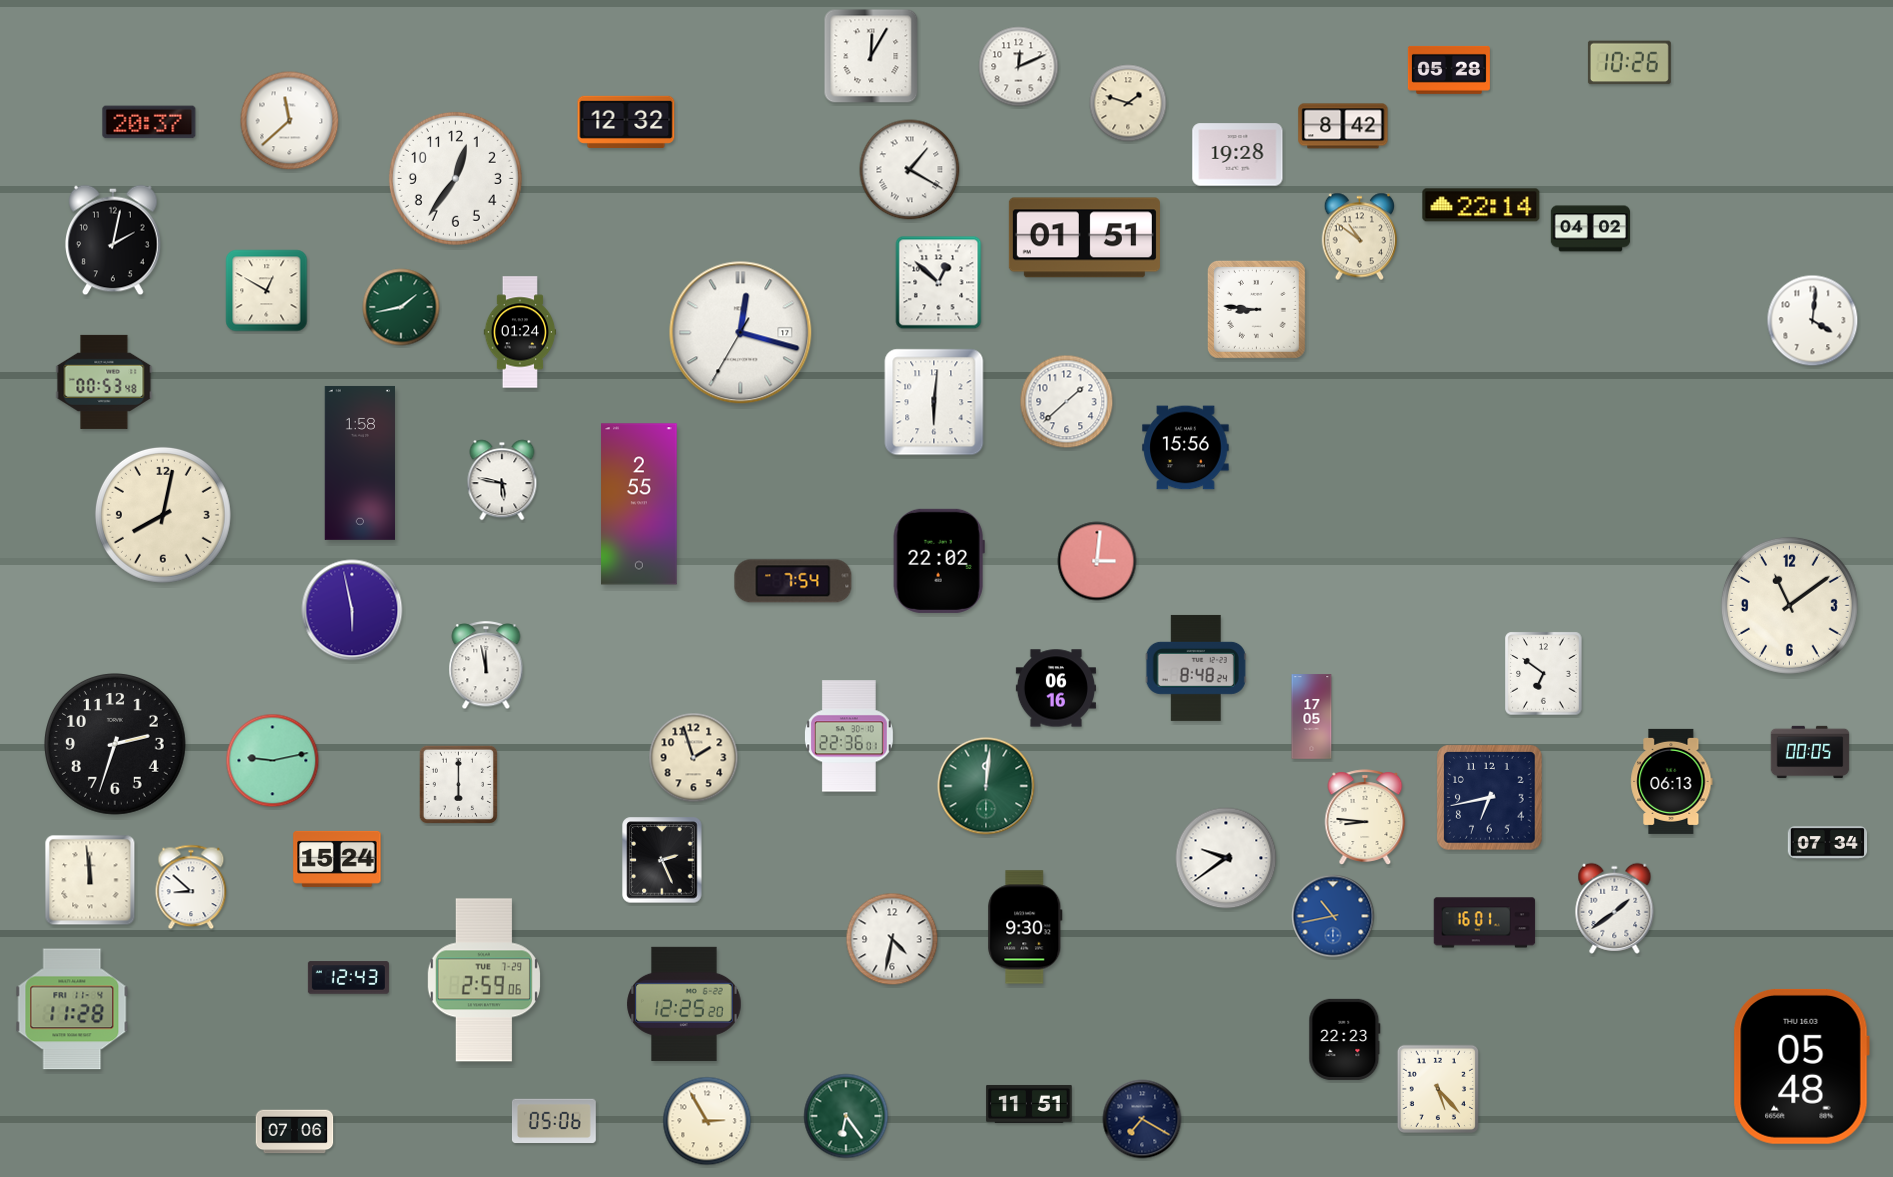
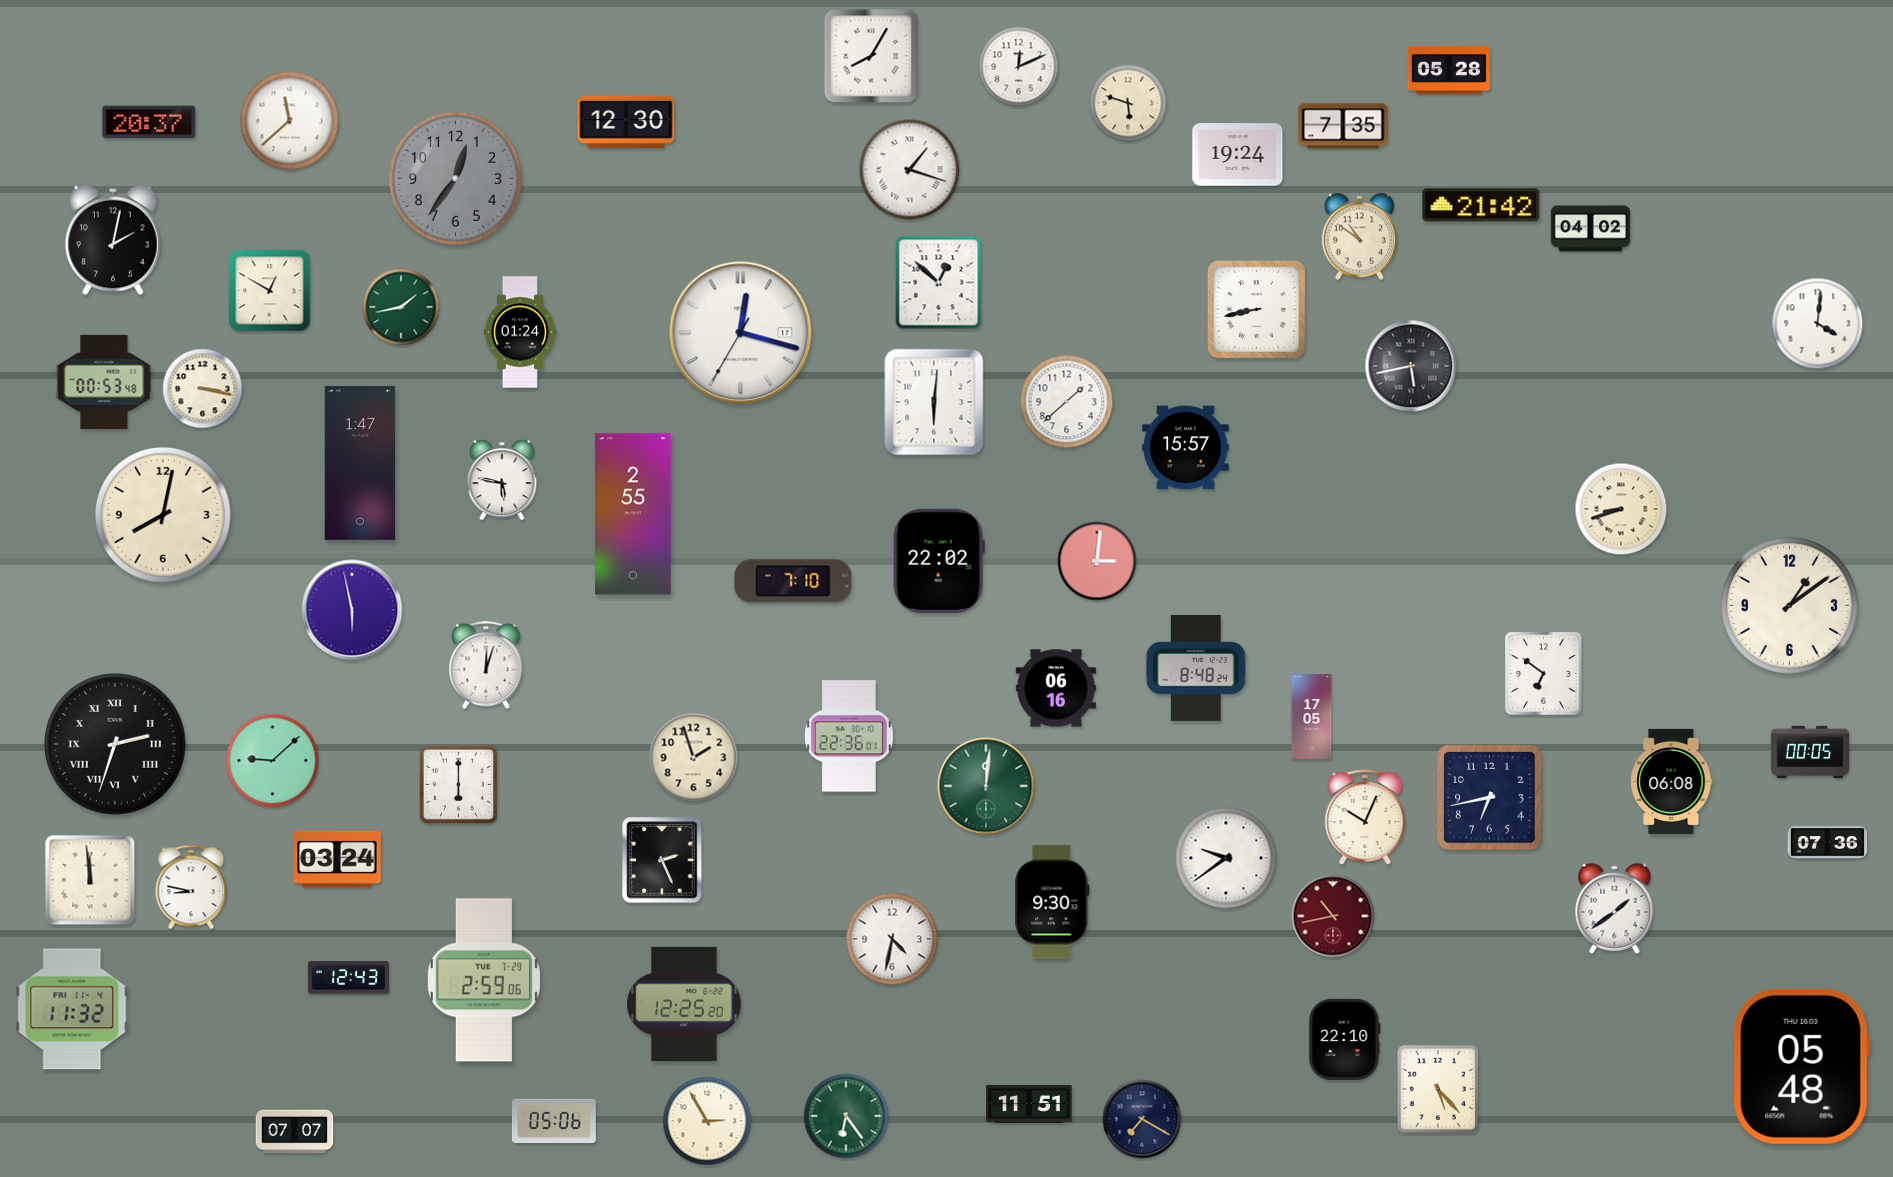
clock at (871, 56): 12:05 -> 8:05
clock at (1629, 63): 10:26 -> none
clock at (1128, 103): 1:48 -> 5:48
clock at (626, 122): 12:32 -> 12:30
clock at (1343, 126): 8:42 -> 7:35
clock at (1238, 155): 19:28 -> 19:24
clock at (910, 170): 1:20 -> 1:18
clock at (455, 178) dial: white -> grey
clock at (1481, 205): 22:14 -> 21:42
clock at (1084, 238): 01:51 -> none
clock at (267, 291) position: (267, 291) -> (270, 291)
clock at (1256, 309): 8:46 -> 8:43
clock at (1813, 321) position: (1813, 321) -> (1818, 324)
clock at (1411, 366): none -> 5:43
clock at (203, 389): none -> 3:17
clock at (1186, 448): 15:56 -> 15:57
clock at (359, 463): 1:58 -> 1:47
clock at (639, 504) position: (639, 504) -> (633, 514)
clock at (1621, 509): none -> 8:42
clock at (793, 581): 7:54 -> 7:10
clock at (1789, 605): 11:09 -> 1:09
clock at (486, 666): 11:58 -> 12:03
clock at (116, 745) numerals: Arabic -> Roman
clock at (273, 761): 9:13 -> 9:08
clock at (1672, 781): 06:13 -> 06:08
clock at (1365, 817): 8:46 -> 10:04
clock at (1828, 843): 07:34 -> 07:36
clock at (337, 859): 15:24 -> 03:24
clock at (191, 887): 8:52 -> 8:47
clock at (1333, 916) dial: blue -> burgundy
clock at (1485, 923): 16:01 -> none
clock at (1025, 927) position: (1025, 927) -> (1052, 902)
clock at (72, 1009): 11:28 -> 11:32
clock at (1345, 1039): 22:23 -> 22:10
clock at (295, 1132): 07:06 -> 07:07
